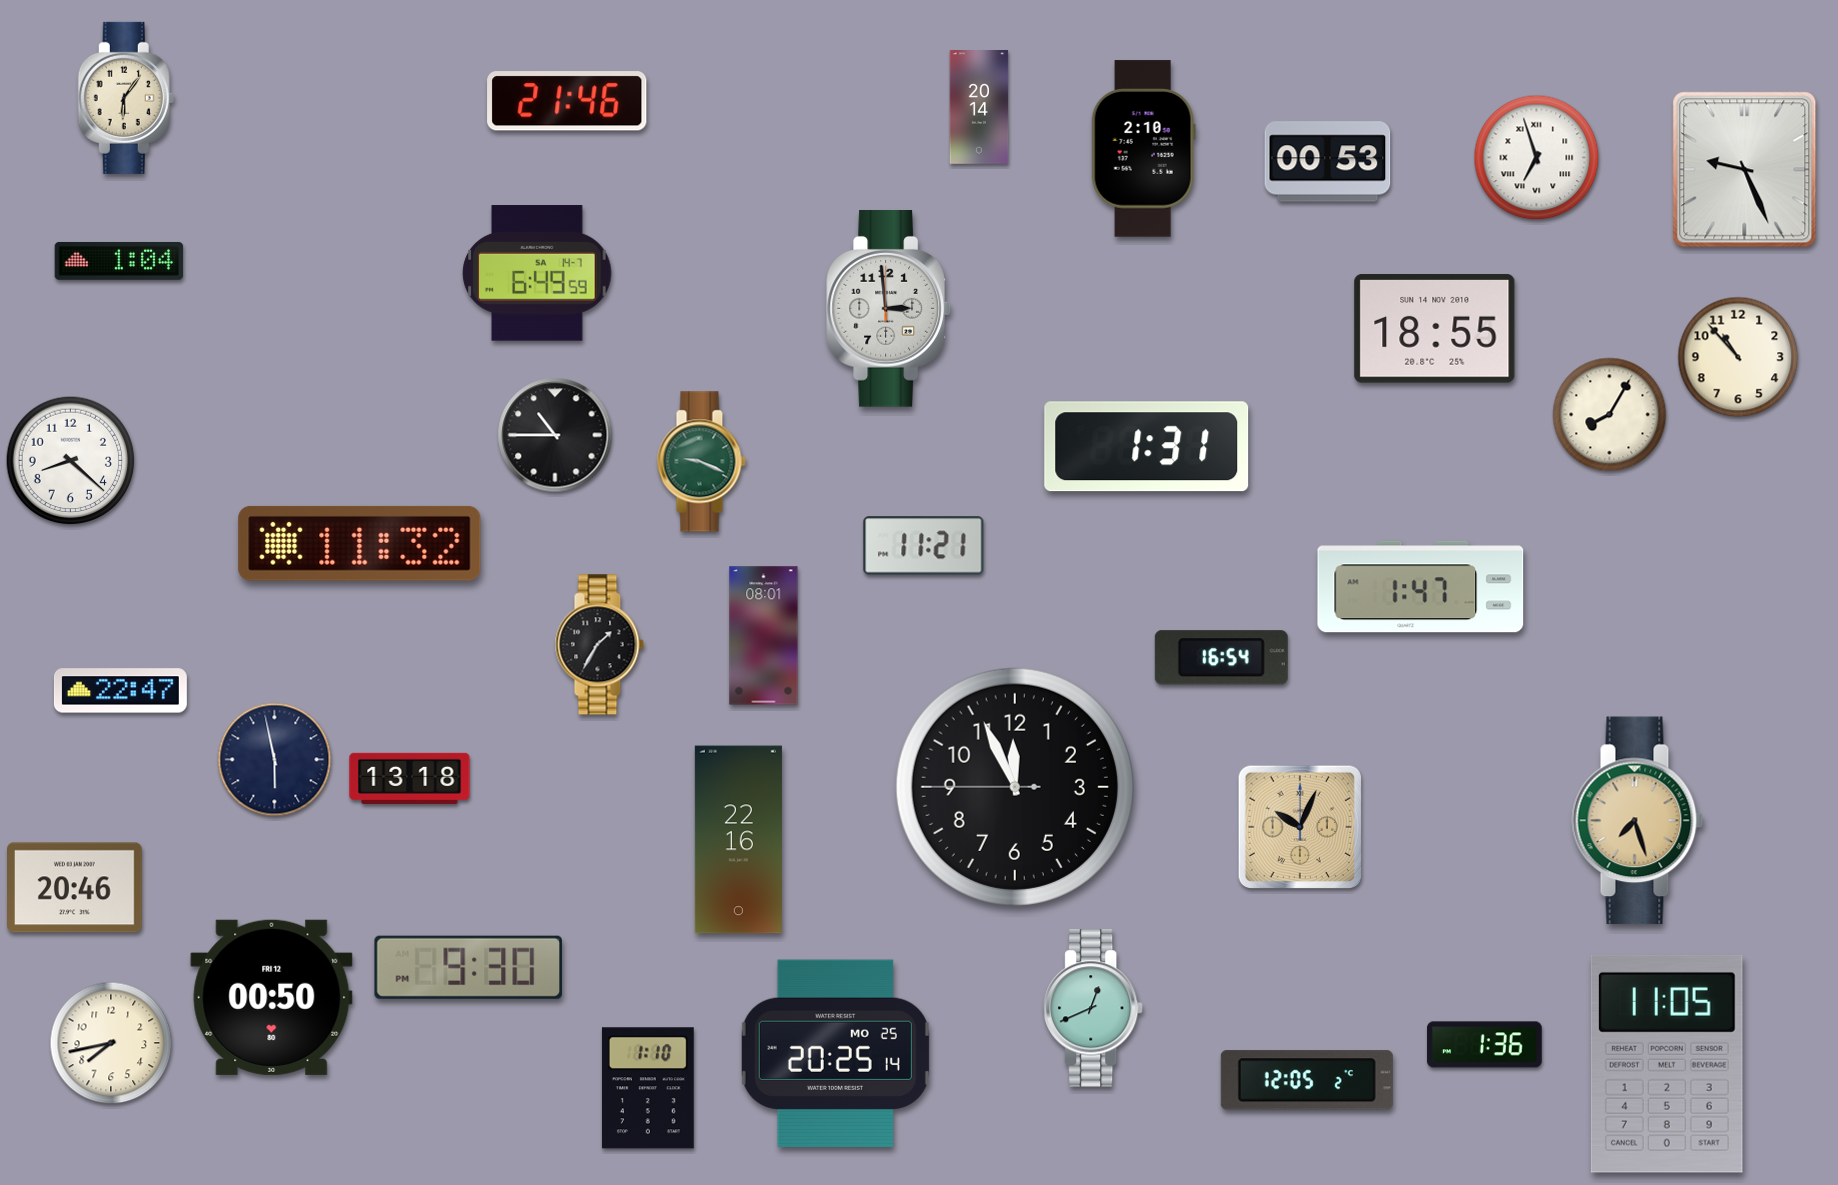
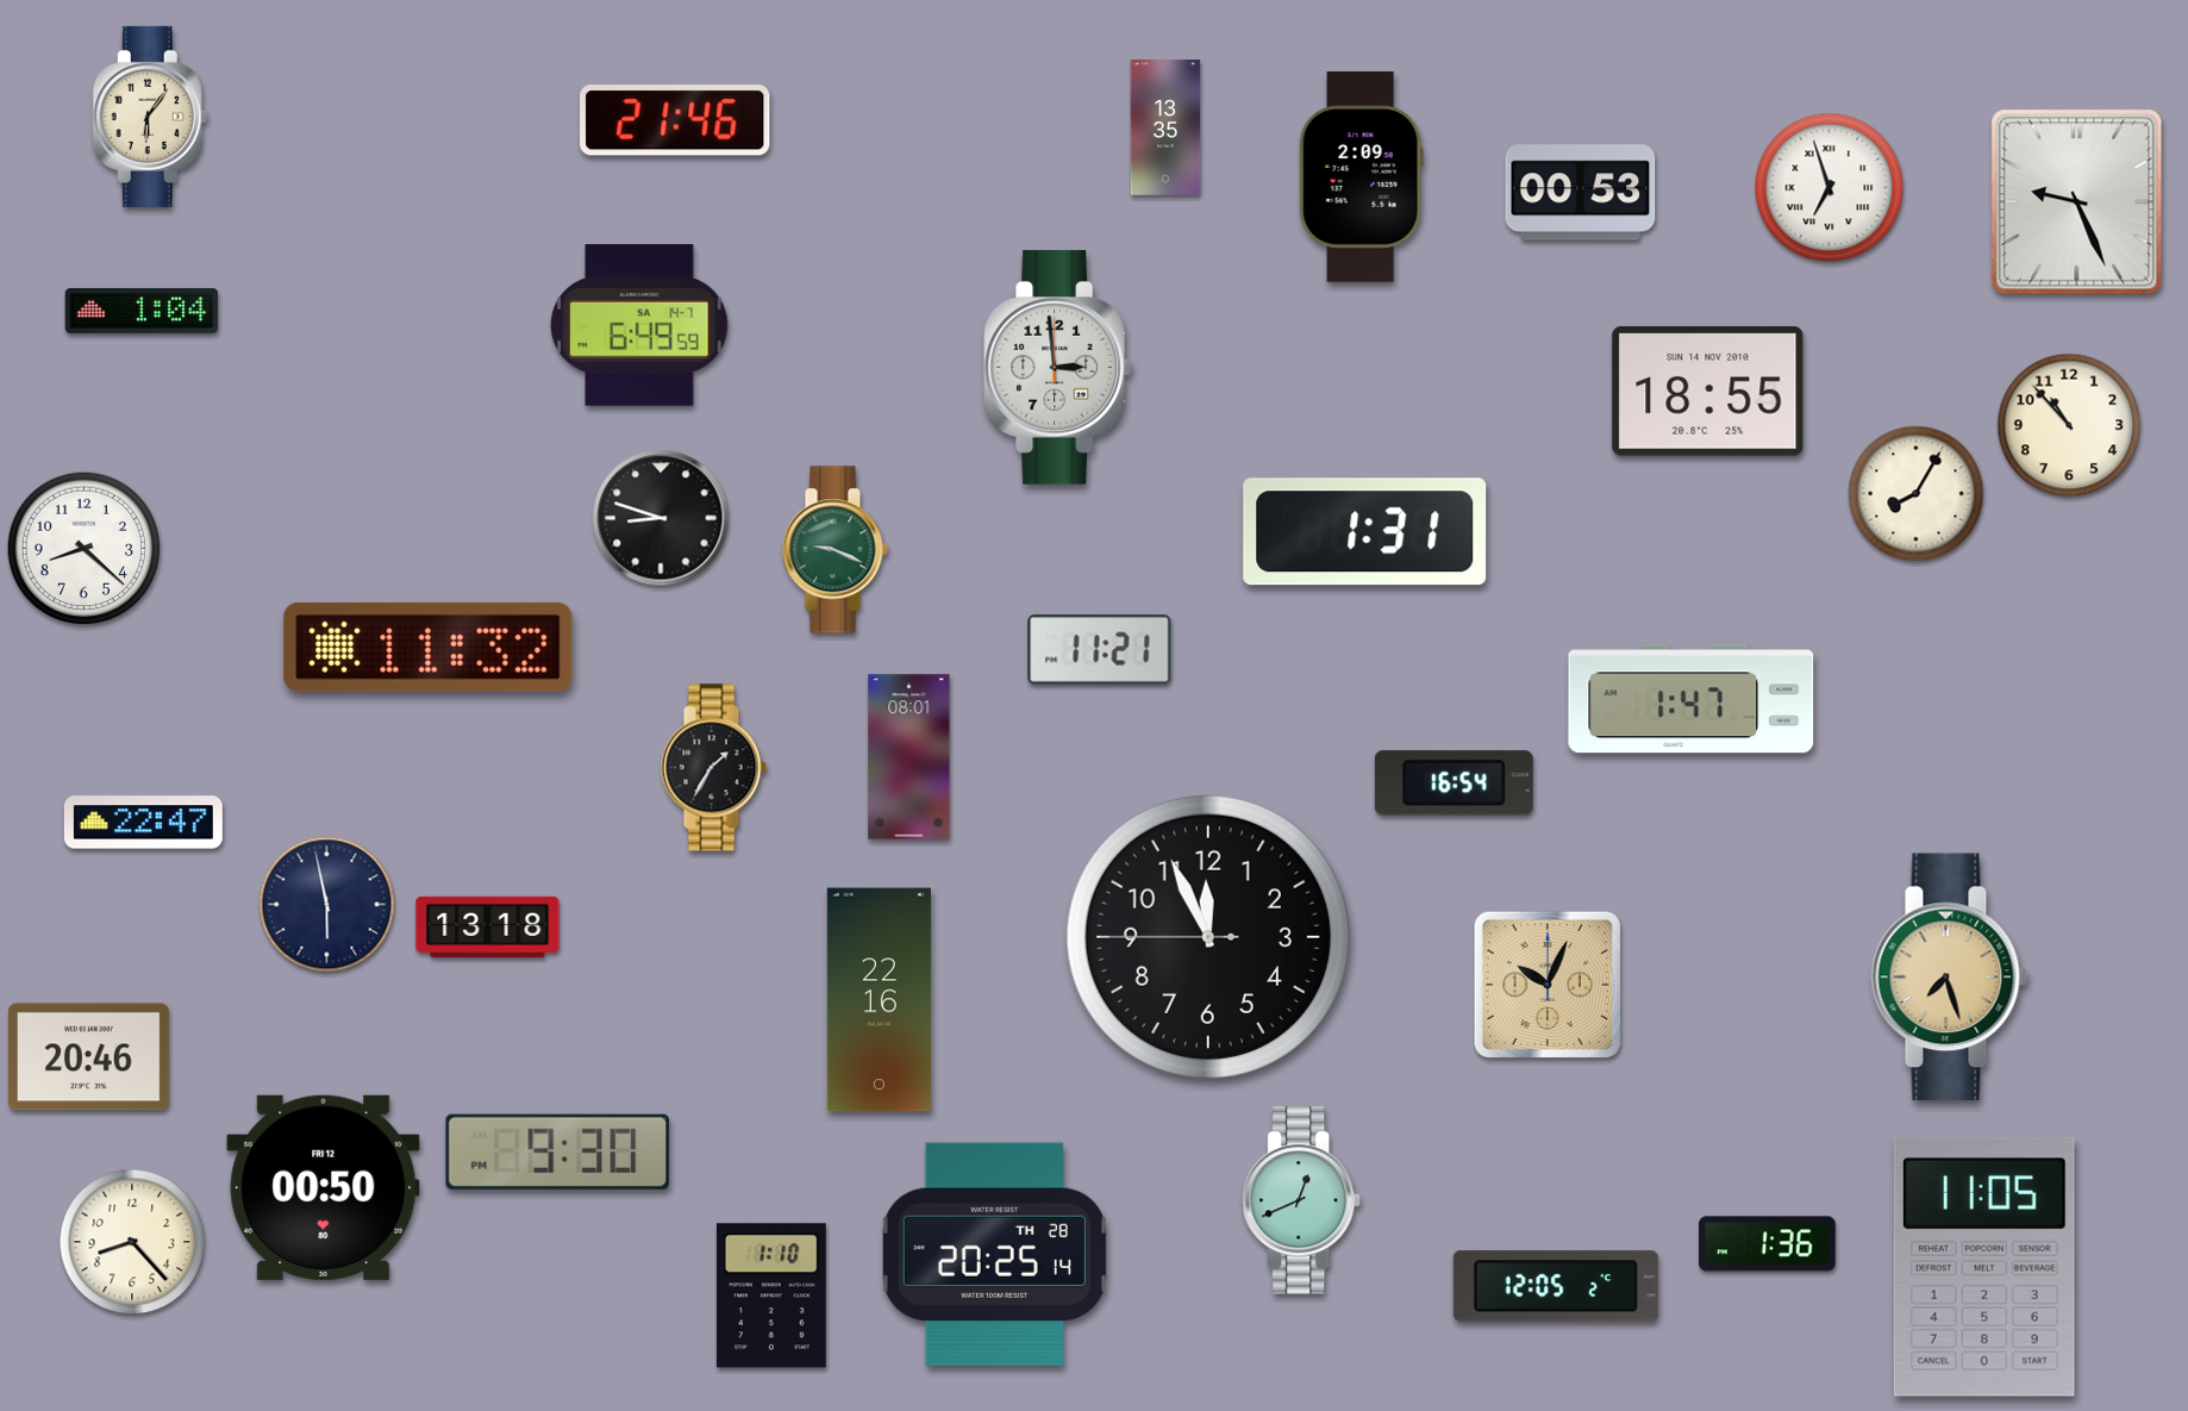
clock at (979, 108): 20:14 -> 13:35
clock at (1143, 149): 2:10 -> 2:09
clock at (555, 435): 10:45 -> 8:48
clock at (111, 1043): 7:43 -> 8:23
clock at (835, 1054) date: MO 25 -> TH 28
